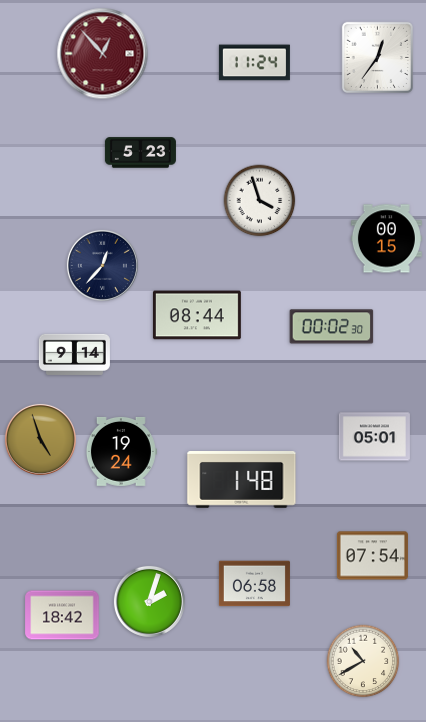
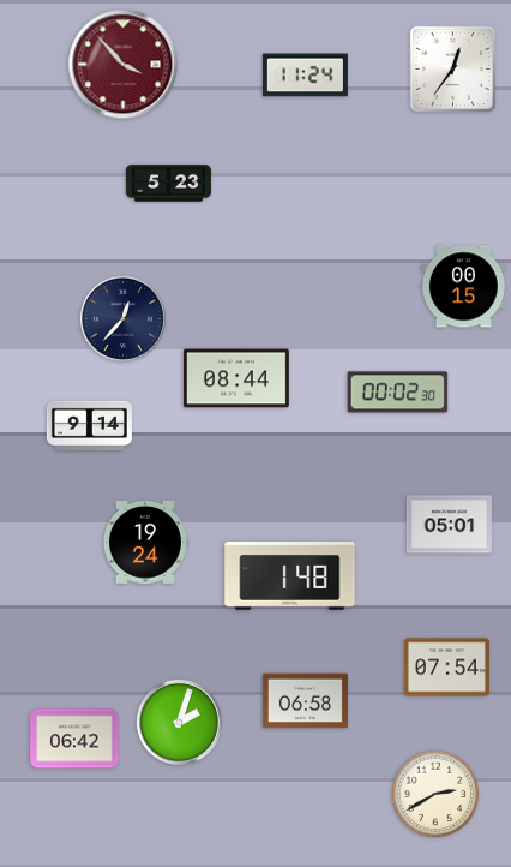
clock at (103, 54): 12:53 -> 3:53
clock at (260, 201): 3:57 -> none
clock at (40, 439): 4:57 -> none
clock at (62, 615): 18:42 -> 06:42
clock at (363, 661): 10:40 -> 2:40
